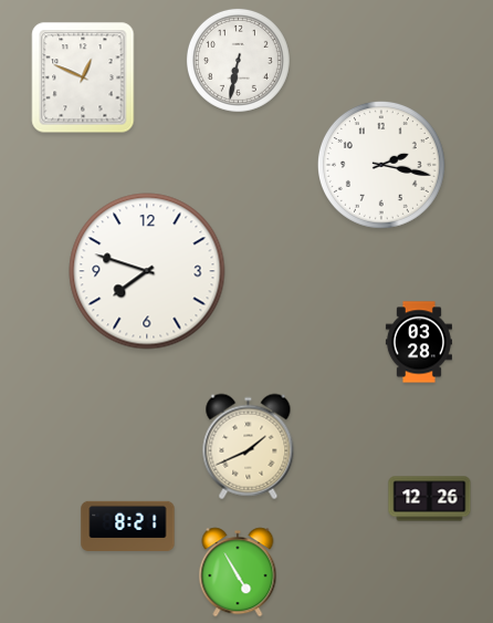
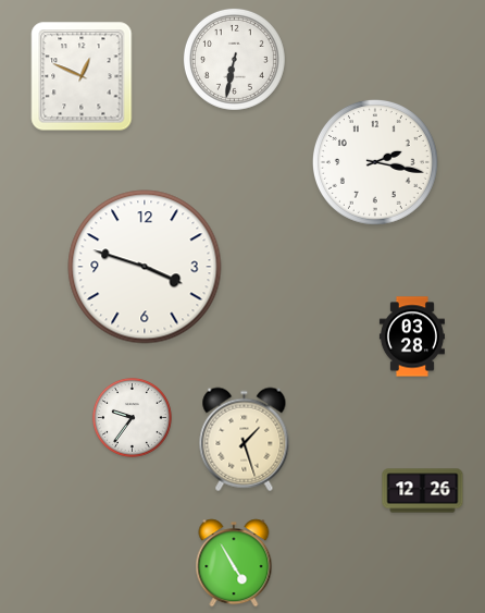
clock at (147, 271): 7:48 -> 3:48
clock at (132, 417): none -> 9:36
clock at (249, 447): 1:41 -> 1:27
clock at (128, 526): 8:21 -> none
